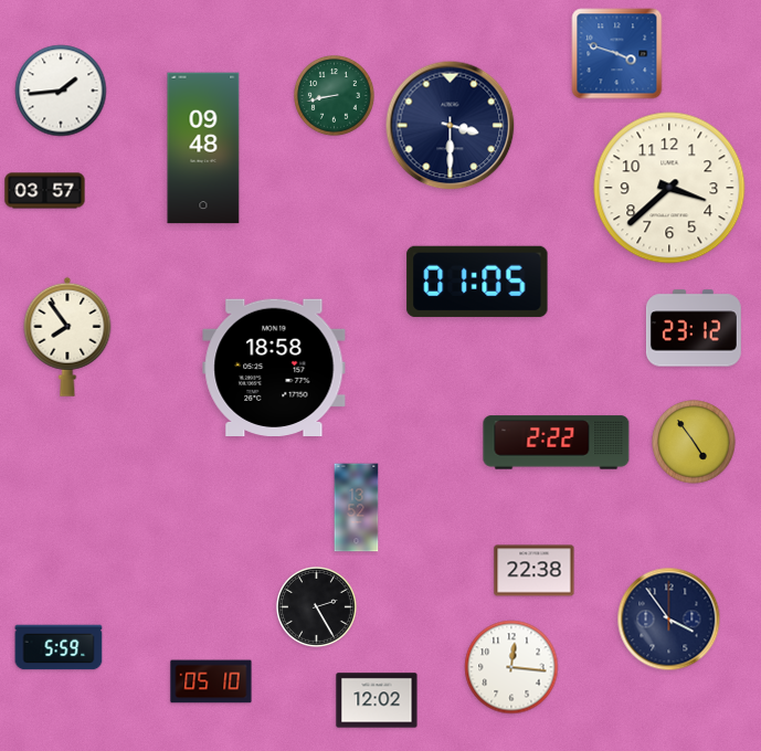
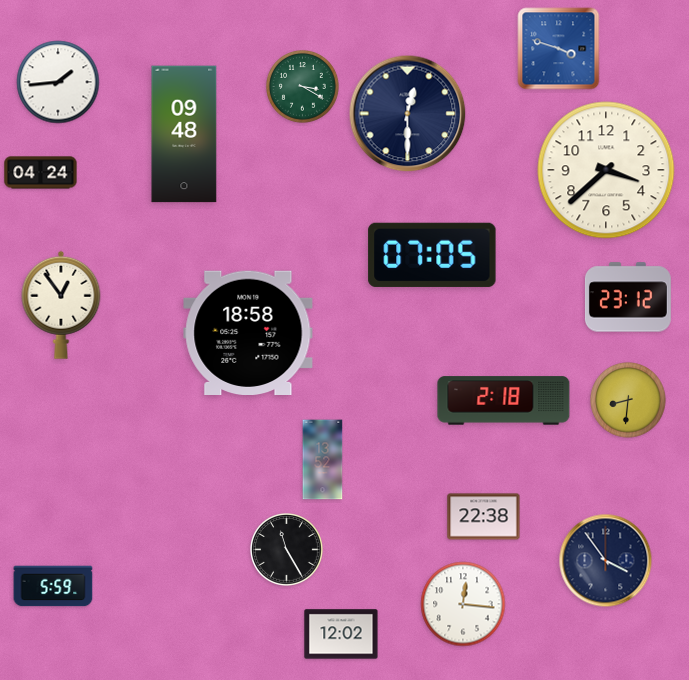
clock at (61, 91) position: (61, 91) -> (58, 82)
clock at (335, 96): 8:43 -> 3:20
clock at (451, 126): 3:30 -> 12:30
clock at (45, 191): 03:57 -> 04:24
clock at (477, 282): 01:05 -> 07:05
clock at (67, 337): 7:54 -> 12:54
clock at (694, 442): 4:54 -> 8:31
clock at (557, 443): 2:22 -> 2:18
clock at (317, 607): 2:25 -> 11:25
clock at (211, 681): 05:10 -> none
